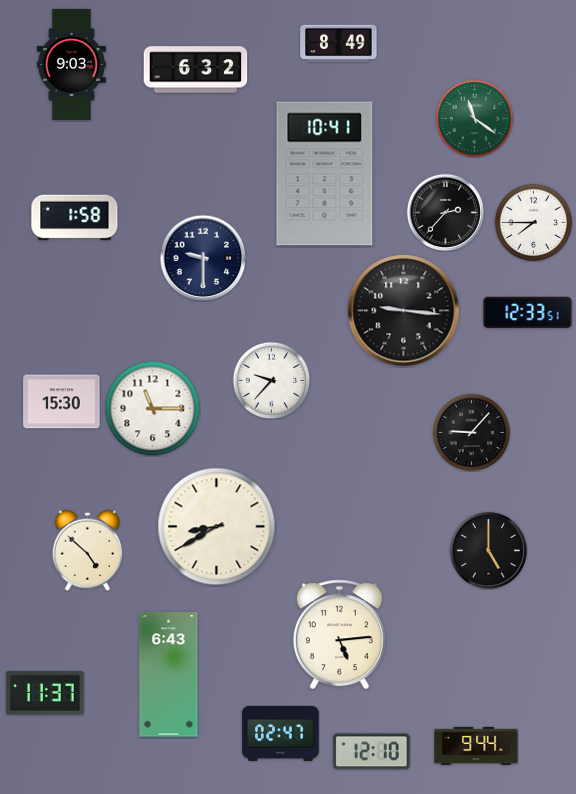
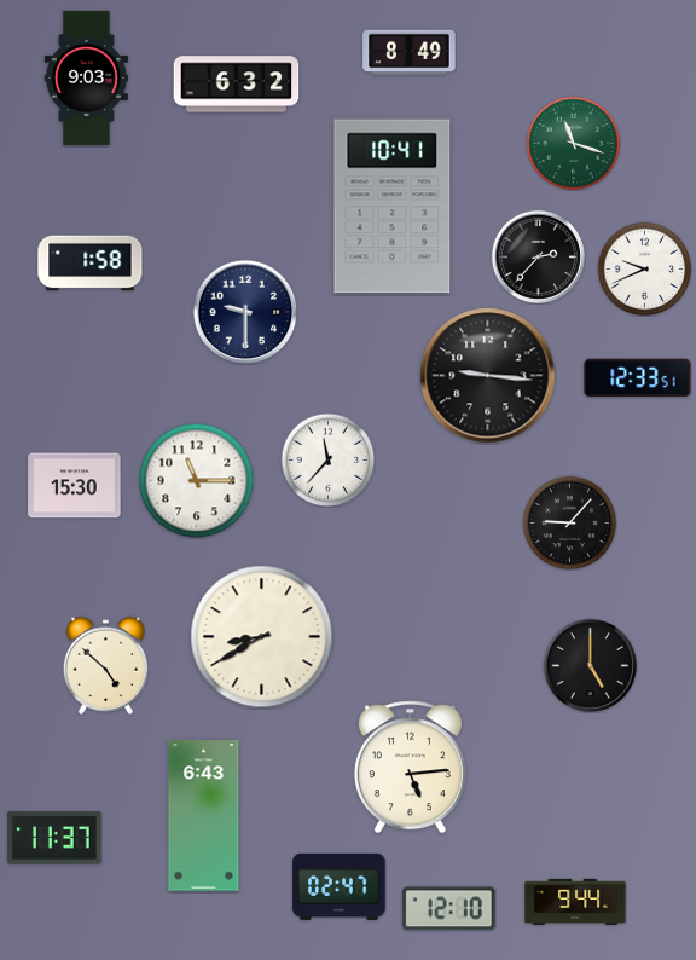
clock at (474, 118): 11:21 -> 11:18
clock at (325, 174) position: (325, 174) -> (393, 207)
clock at (533, 222): 7:45 -> 9:41
clock at (271, 380): 9:37 -> 11:37
clock at (152, 408) position: (152, 408) -> (196, 480)
